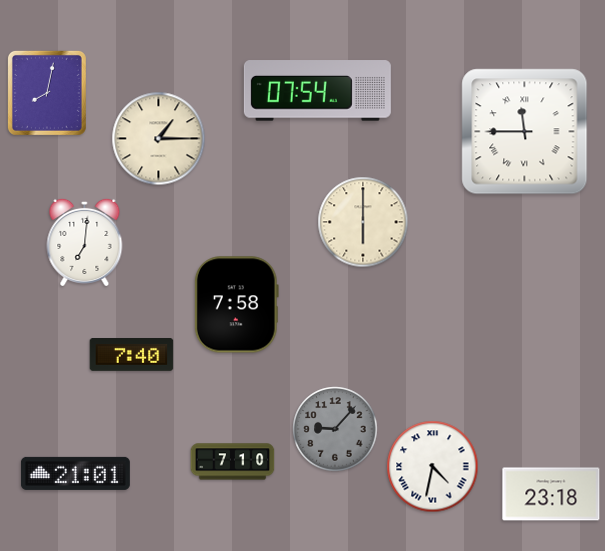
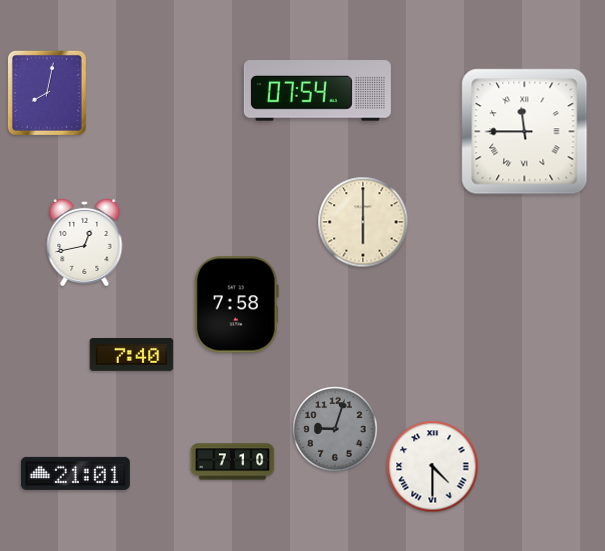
clock at (159, 139): 1:15 -> none
clock at (85, 242): 7:01 -> 12:43
clock at (335, 429): 9:07 -> 9:03
clock at (433, 467): 4:32 -> 4:30
clock at (551, 494): 23:18 -> none
